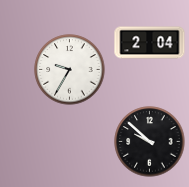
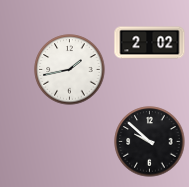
clock at (150, 43): 2:04 -> 2:02
clock at (70, 70): 9:35 -> 1:43
